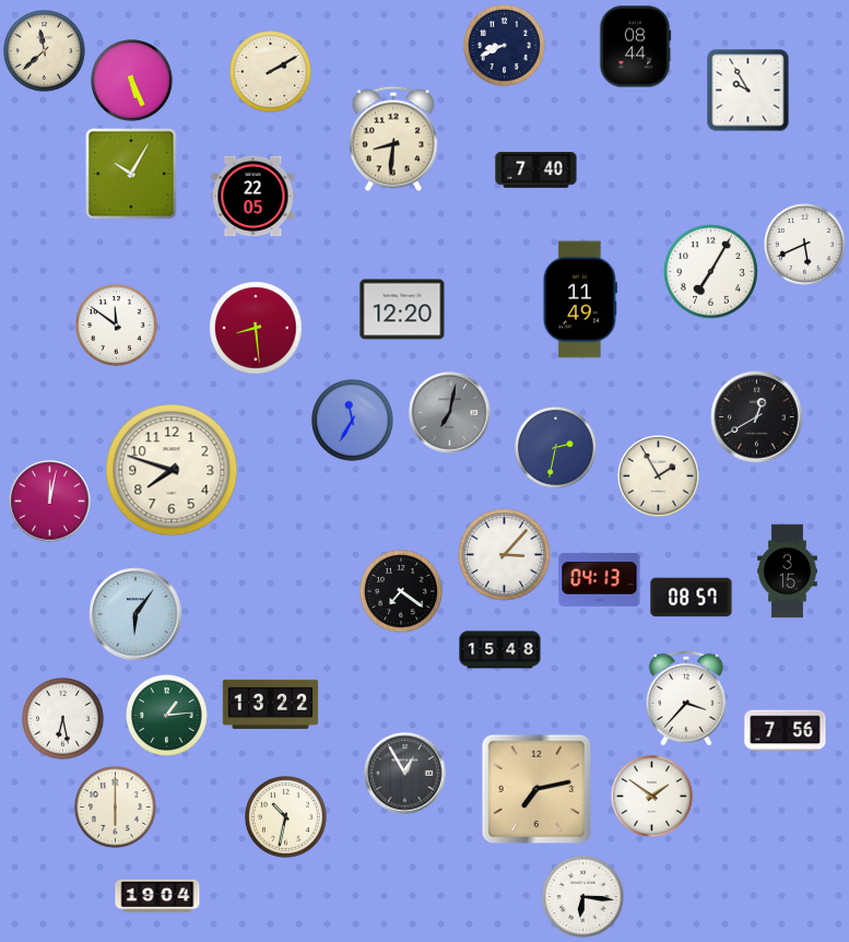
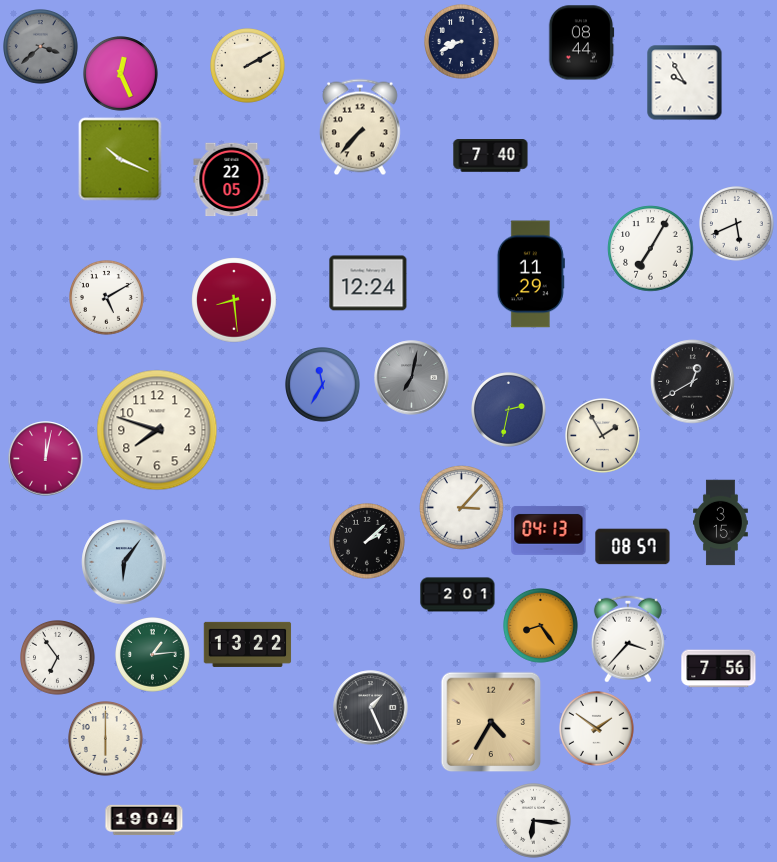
clock at (45, 51): 11:38 -> 3:38
clock at (45, 51) dial: cream -> grey
clock at (132, 81): 5:26 -> 12:26
clock at (393, 139): 8:31 -> 7:37
clock at (131, 174): 10:05 -> 10:19
clock at (580, 299): 11:49 -> 11:29
clock at (402, 309): 12:20 -> 12:24
clock at (117, 326): 11:51 -> 5:10
clock at (402, 592): 7:21 -> 2:08
clock at (500, 650): 15:48 -> 2:01
clock at (541, 626): none -> 8:24
clock at (63, 719): 6:28 -> 6:54
clock at (405, 774): 12:55 -> 1:26
clock at (536, 789): 7:13 -> 4:35
clock at (286, 817): 10:32 -> none
